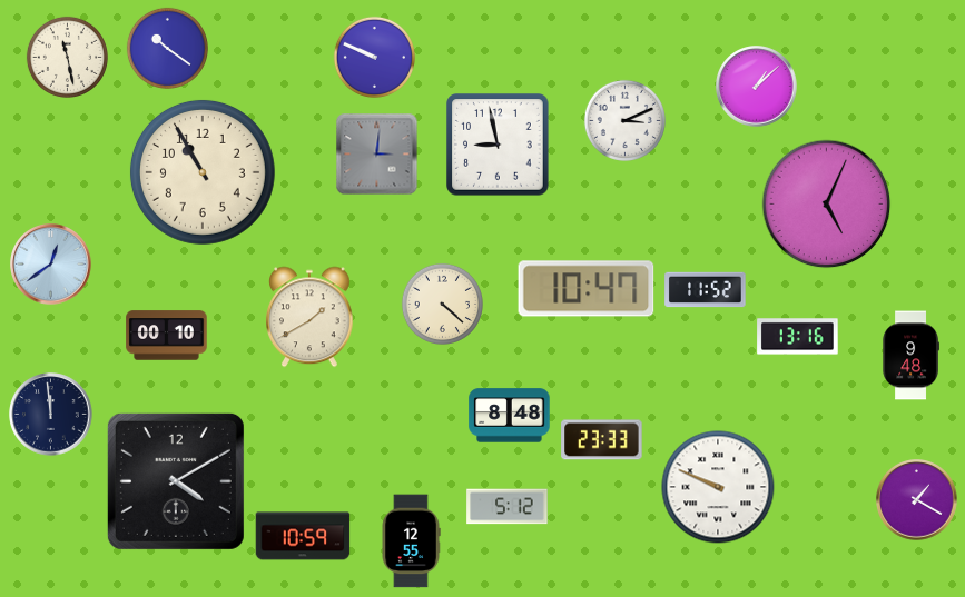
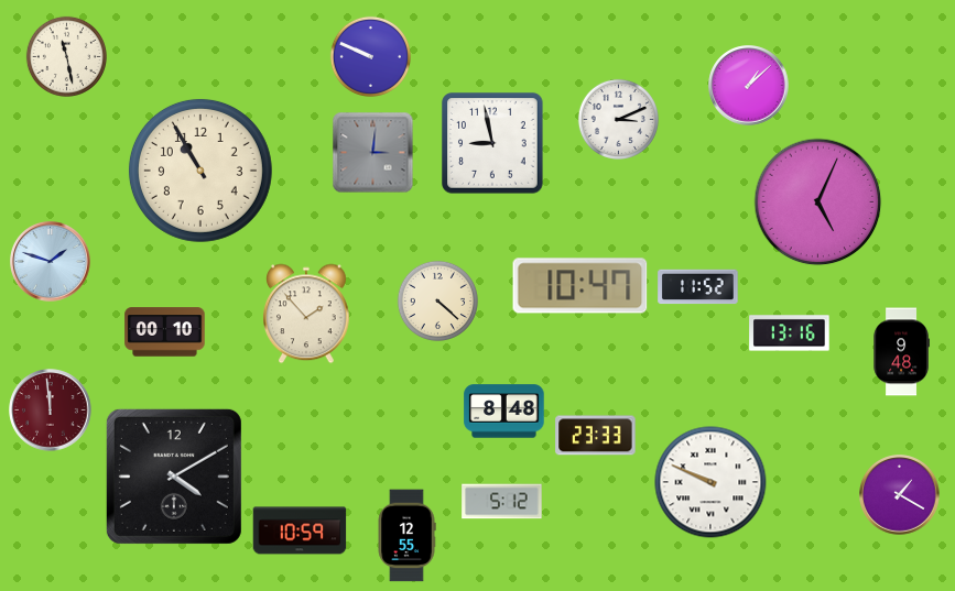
clock at (167, 48): 10:21 -> none
clock at (51, 265): 12:39 -> 1:48
clock at (311, 317): 1:40 -> 1:53
clock at (51, 415) dial: navy -> burgundy
clock at (917, 500) position: (917, 500) -> (900, 495)
